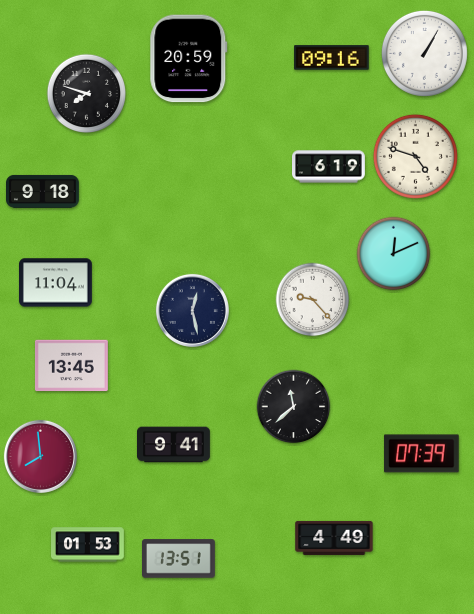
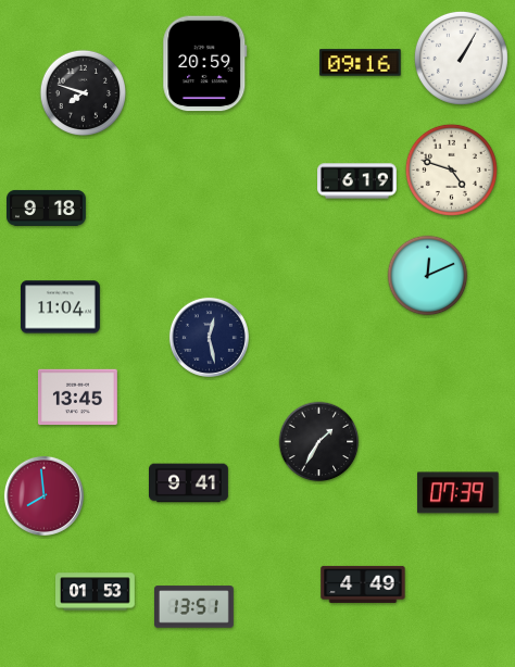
clock at (87, 94) position: (87, 94) -> (84, 93)
clock at (313, 300): 9:23 -> none
clock at (294, 407): 11:38 -> 1:35
